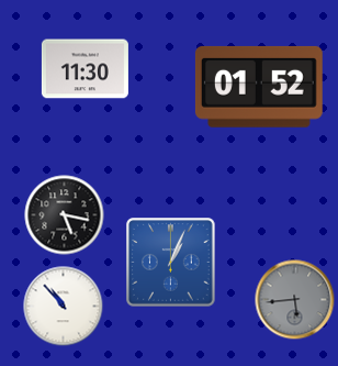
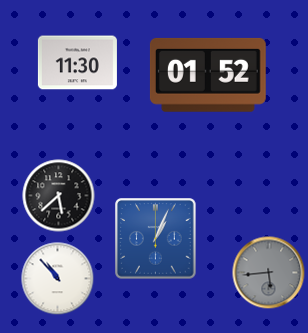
clock at (259, 87) position: (259, 87) -> (208, 75)
clock at (65, 215): 5:17 -> 5:38
